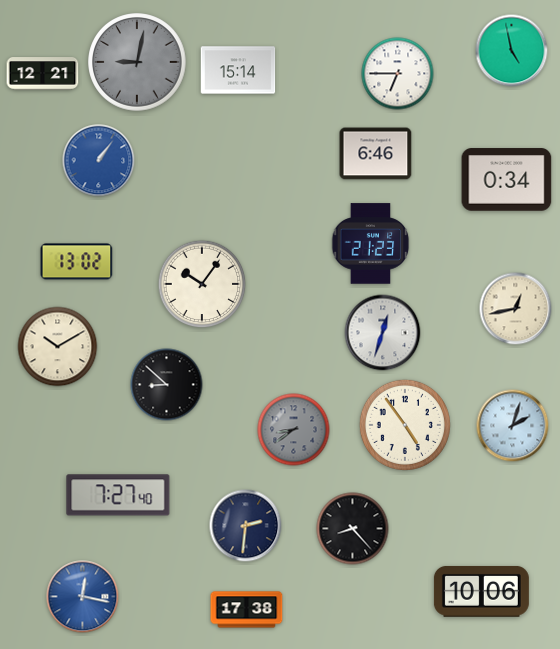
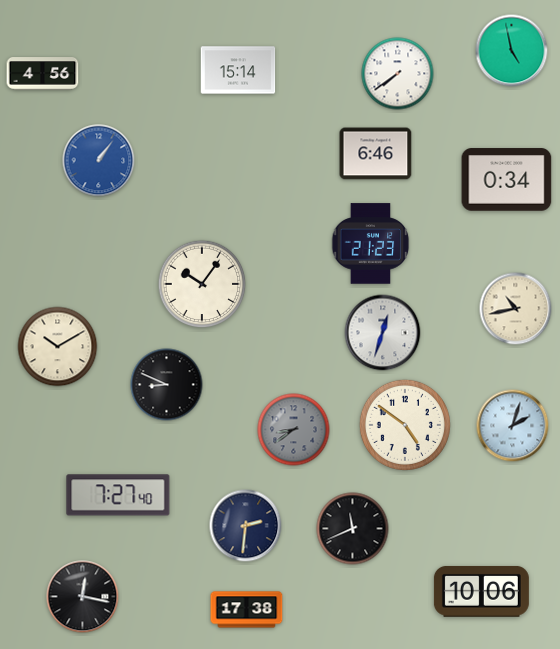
clock at (137, 62): 9:02 -> none
clock at (43, 74): 12:21 -> 4:56
clock at (398, 74): 6:45 -> 7:39
clock at (77, 262): 13:02 -> none
clock at (516, 309): 12:43 -> 10:43
clock at (167, 385): 8:52 -> 8:49
clock at (405, 425): 4:54 -> 4:51
clock at (353, 529): 8:23 -> 11:41
clock at (83, 597) dial: blue -> black
